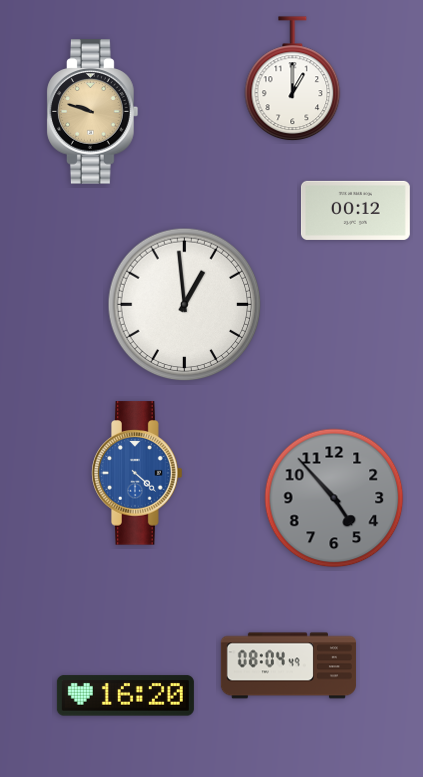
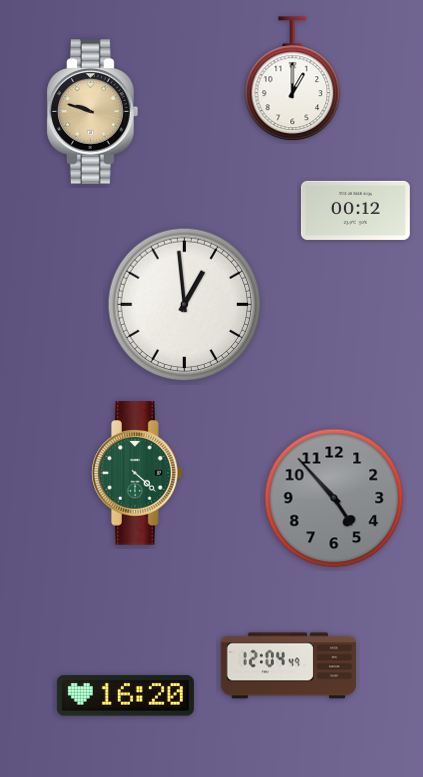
clock at (137, 473) dial: blue -> green
clock at (288, 666): 08:04 -> 12:04
